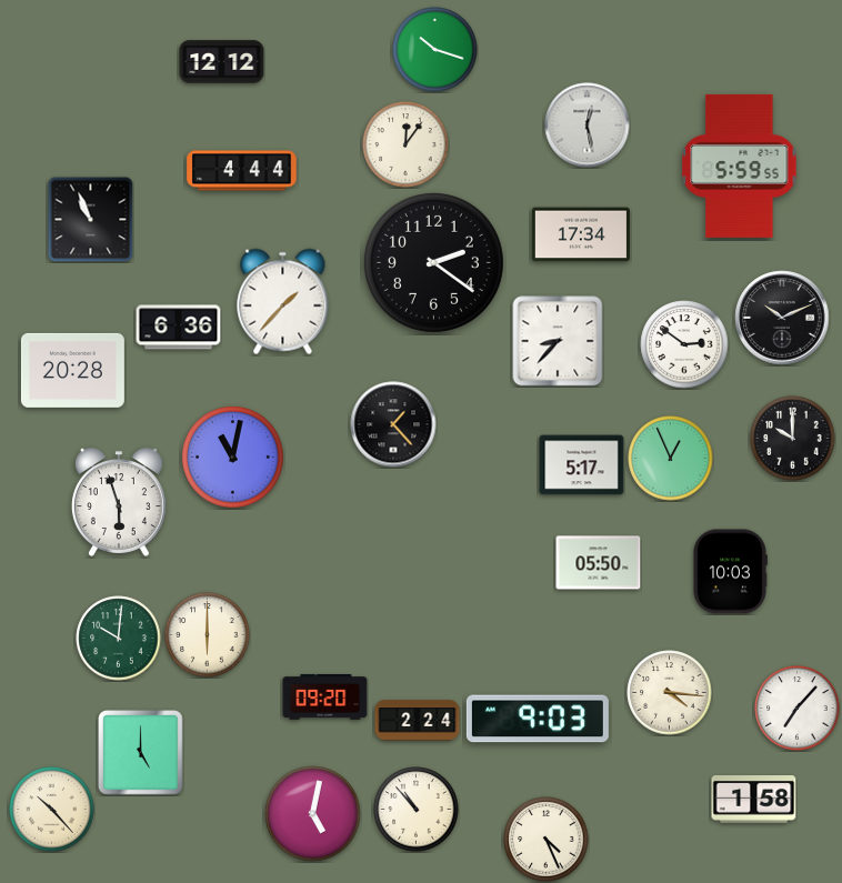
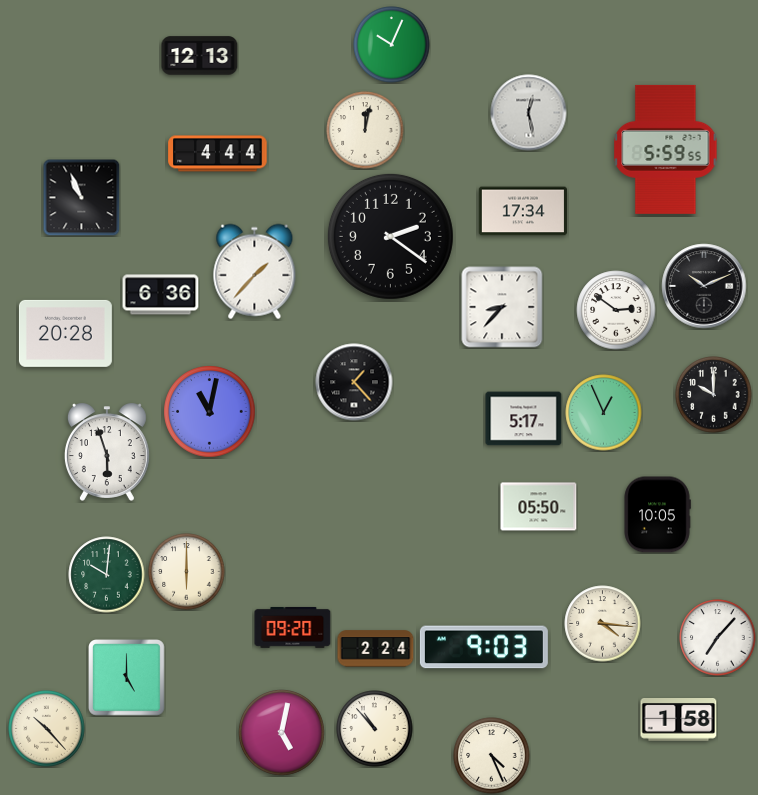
clock at (435, 50): 10:18 -> 10:04
clock at (222, 62): 12:12 -> 12:13
clock at (405, 144): 12:06 -> 12:02
clock at (730, 572): 10:03 -> 10:05
